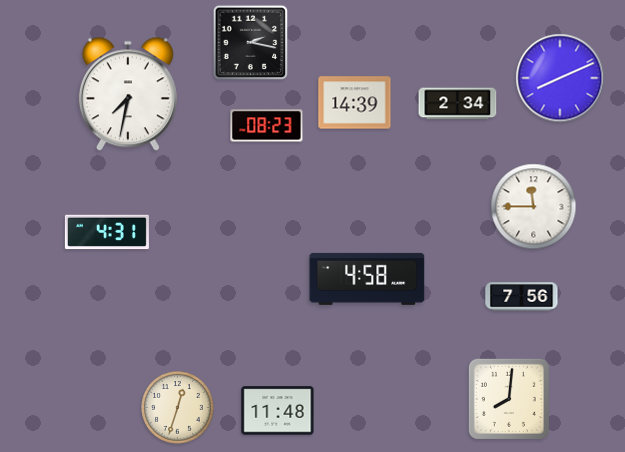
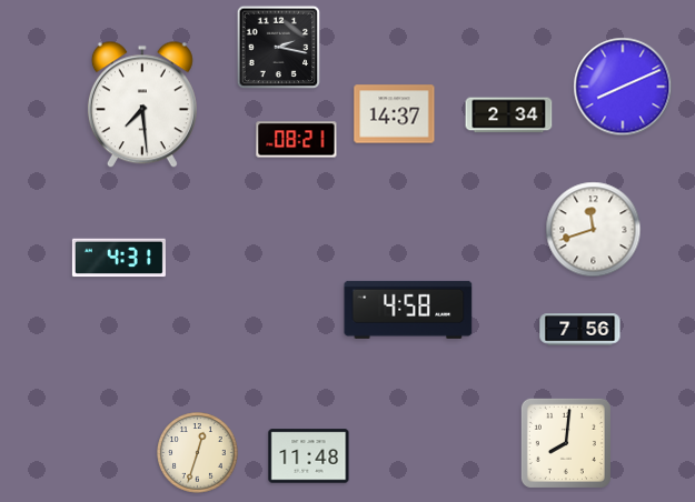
clock at (128, 94): 7:32 -> 7:29
clock at (355, 103): 14:39 -> 14:37
clock at (267, 126): 08:23 -> 08:21
clock at (534, 207): 11:45 -> 11:42
